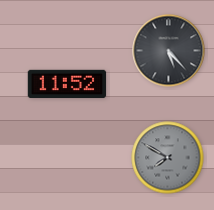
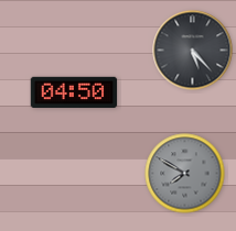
clock at (169, 51) position: (169, 51) -> (193, 51)
clock at (67, 84): 11:52 -> 04:50
